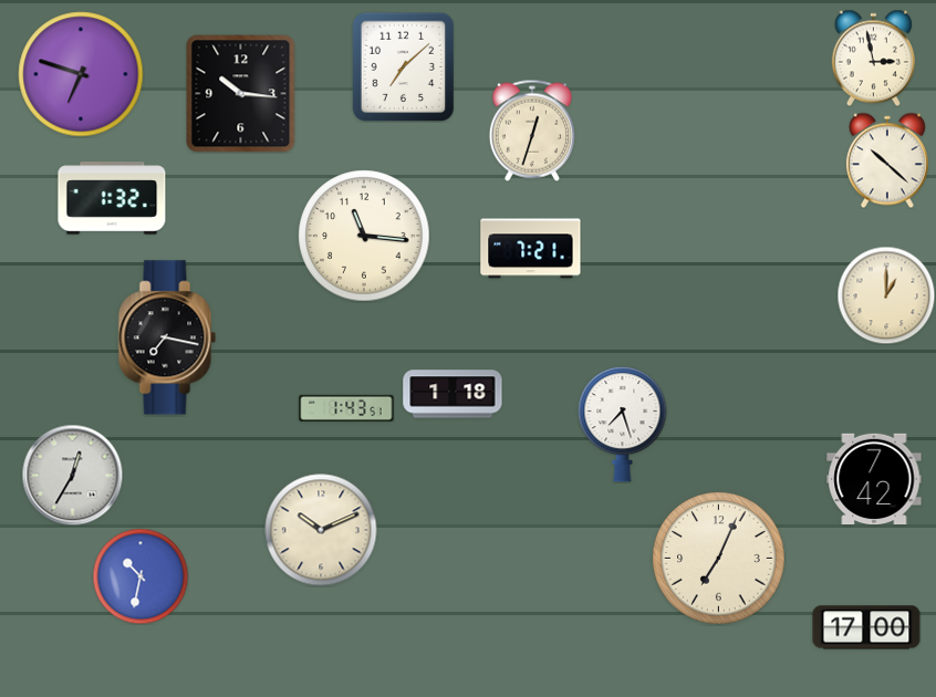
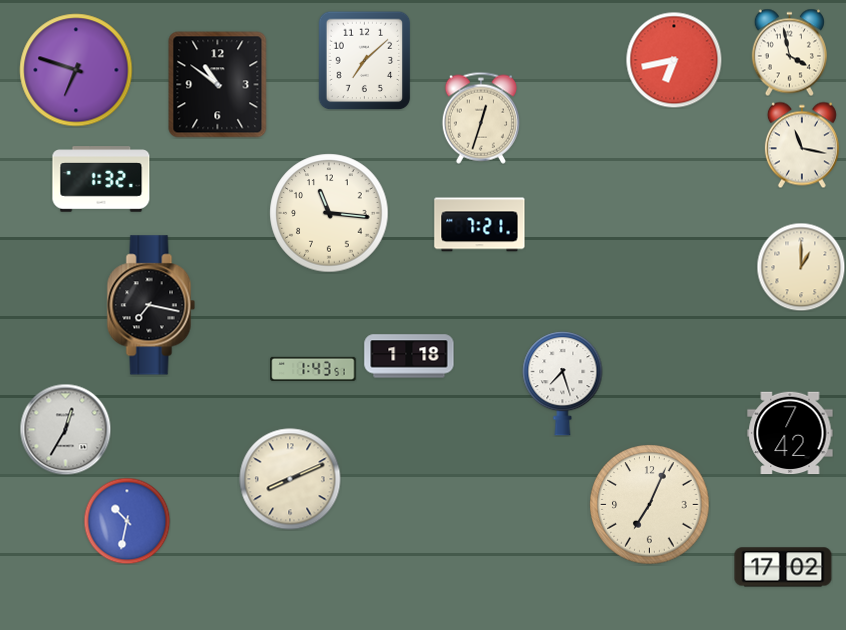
clock at (873, 58): 2:58 -> 3:58
clock at (674, 60): none -> 6:43
clock at (81, 74) position: (81, 74) -> (76, 70)
clock at (241, 94): 10:16 -> 10:51
clock at (887, 160): 10:22 -> 11:17
clock at (321, 530): 10:11 -> 8:11
clock at (866, 627): 17:00 -> 17:02
